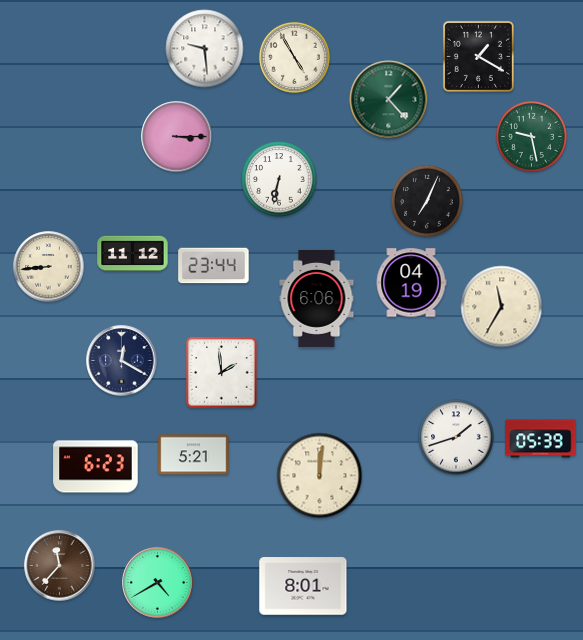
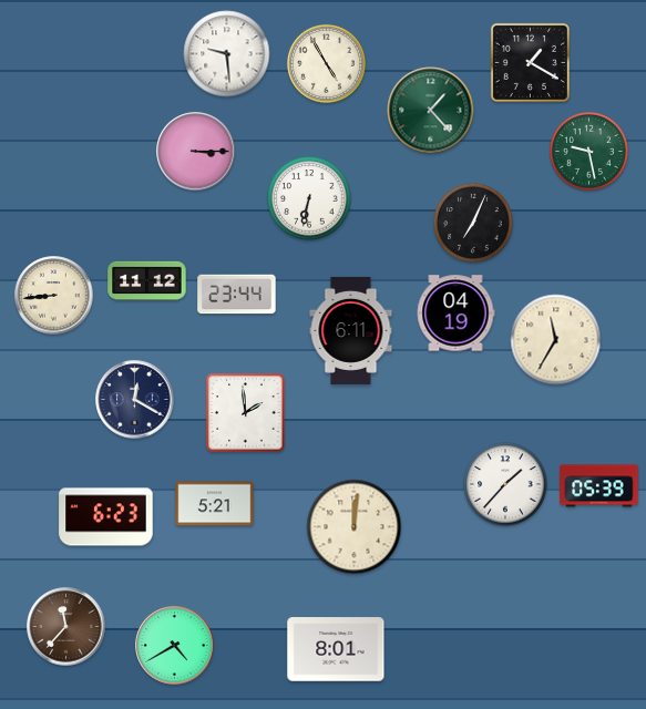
clock at (317, 298): 6:06 -> 6:11
clock at (456, 437): 1:42 -> 1:37
